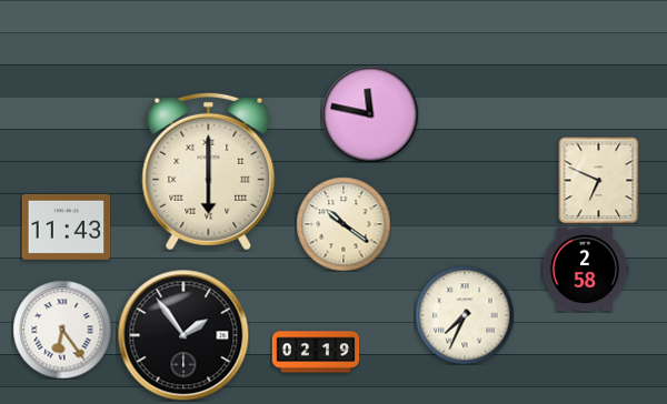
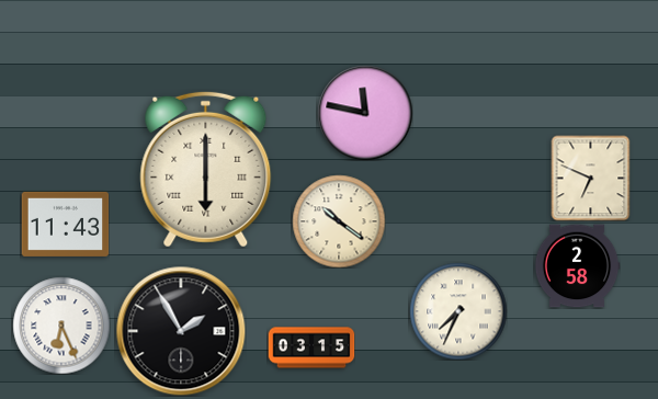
clock at (62, 330): 6:24 -> 6:26
clock at (183, 335): 1:54 -> 1:55
clock at (316, 352): 02:19 -> 03:15
